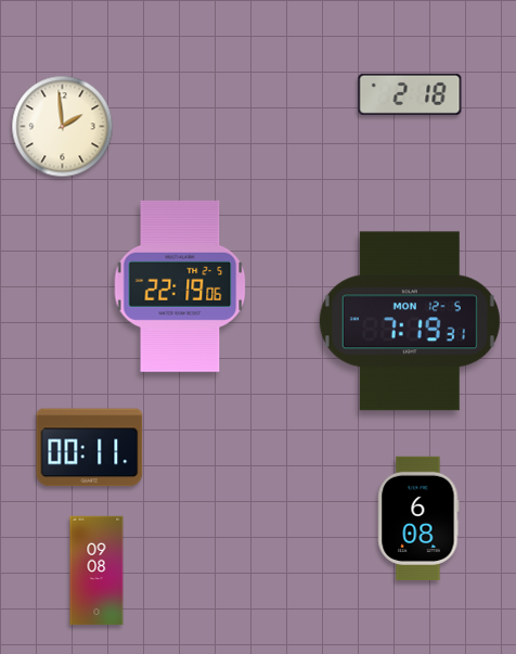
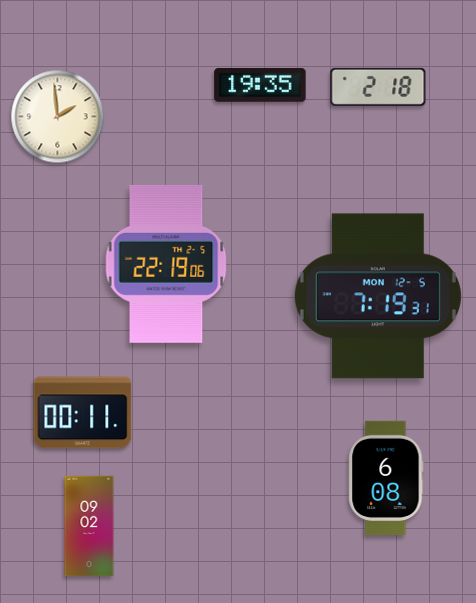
clock at (260, 85): none -> 19:35
clock at (96, 570): 09:08 -> 09:02
